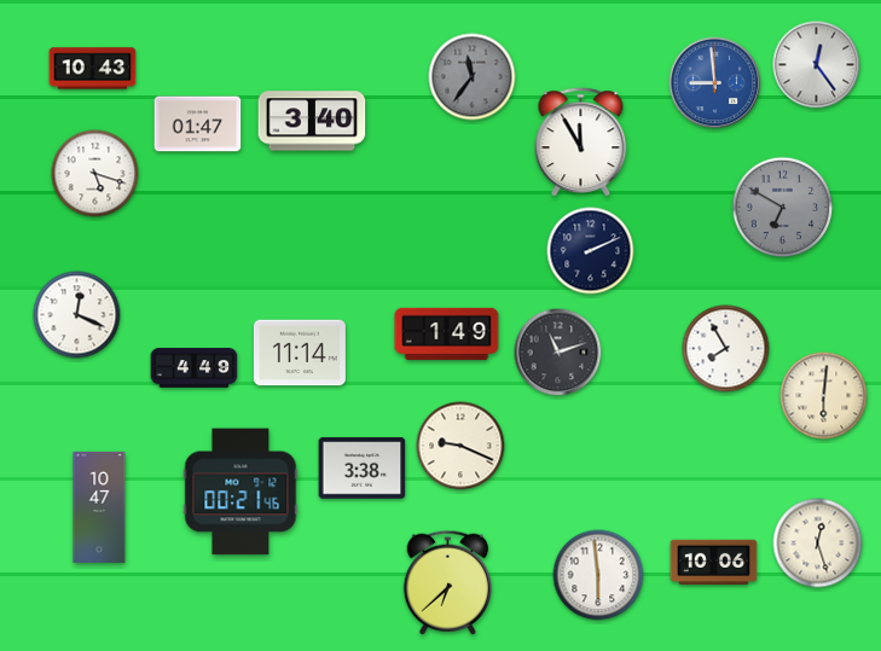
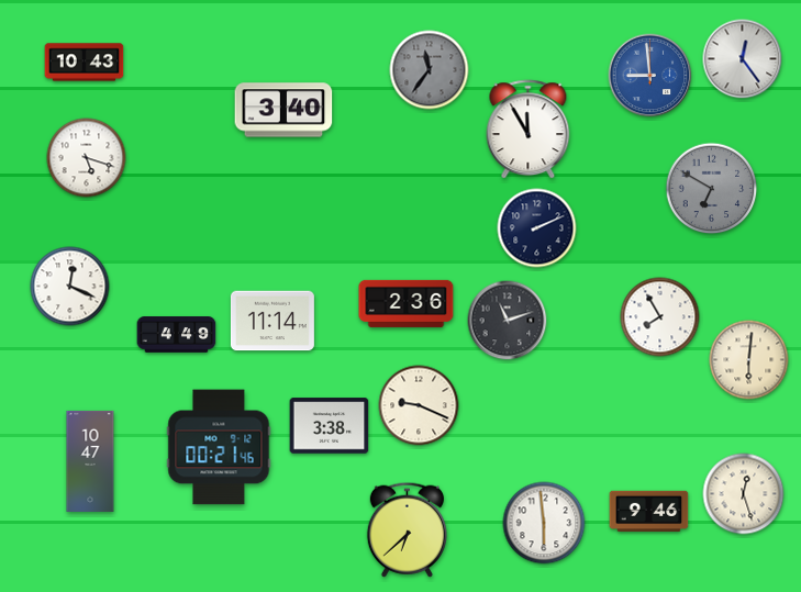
clock at (198, 124): 01:47 -> none
clock at (447, 333): 1:49 -> 2:36
clock at (714, 563): 10:06 -> 9:46
